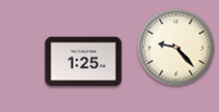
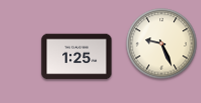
clock at (177, 48): 9:23 -> 9:26
